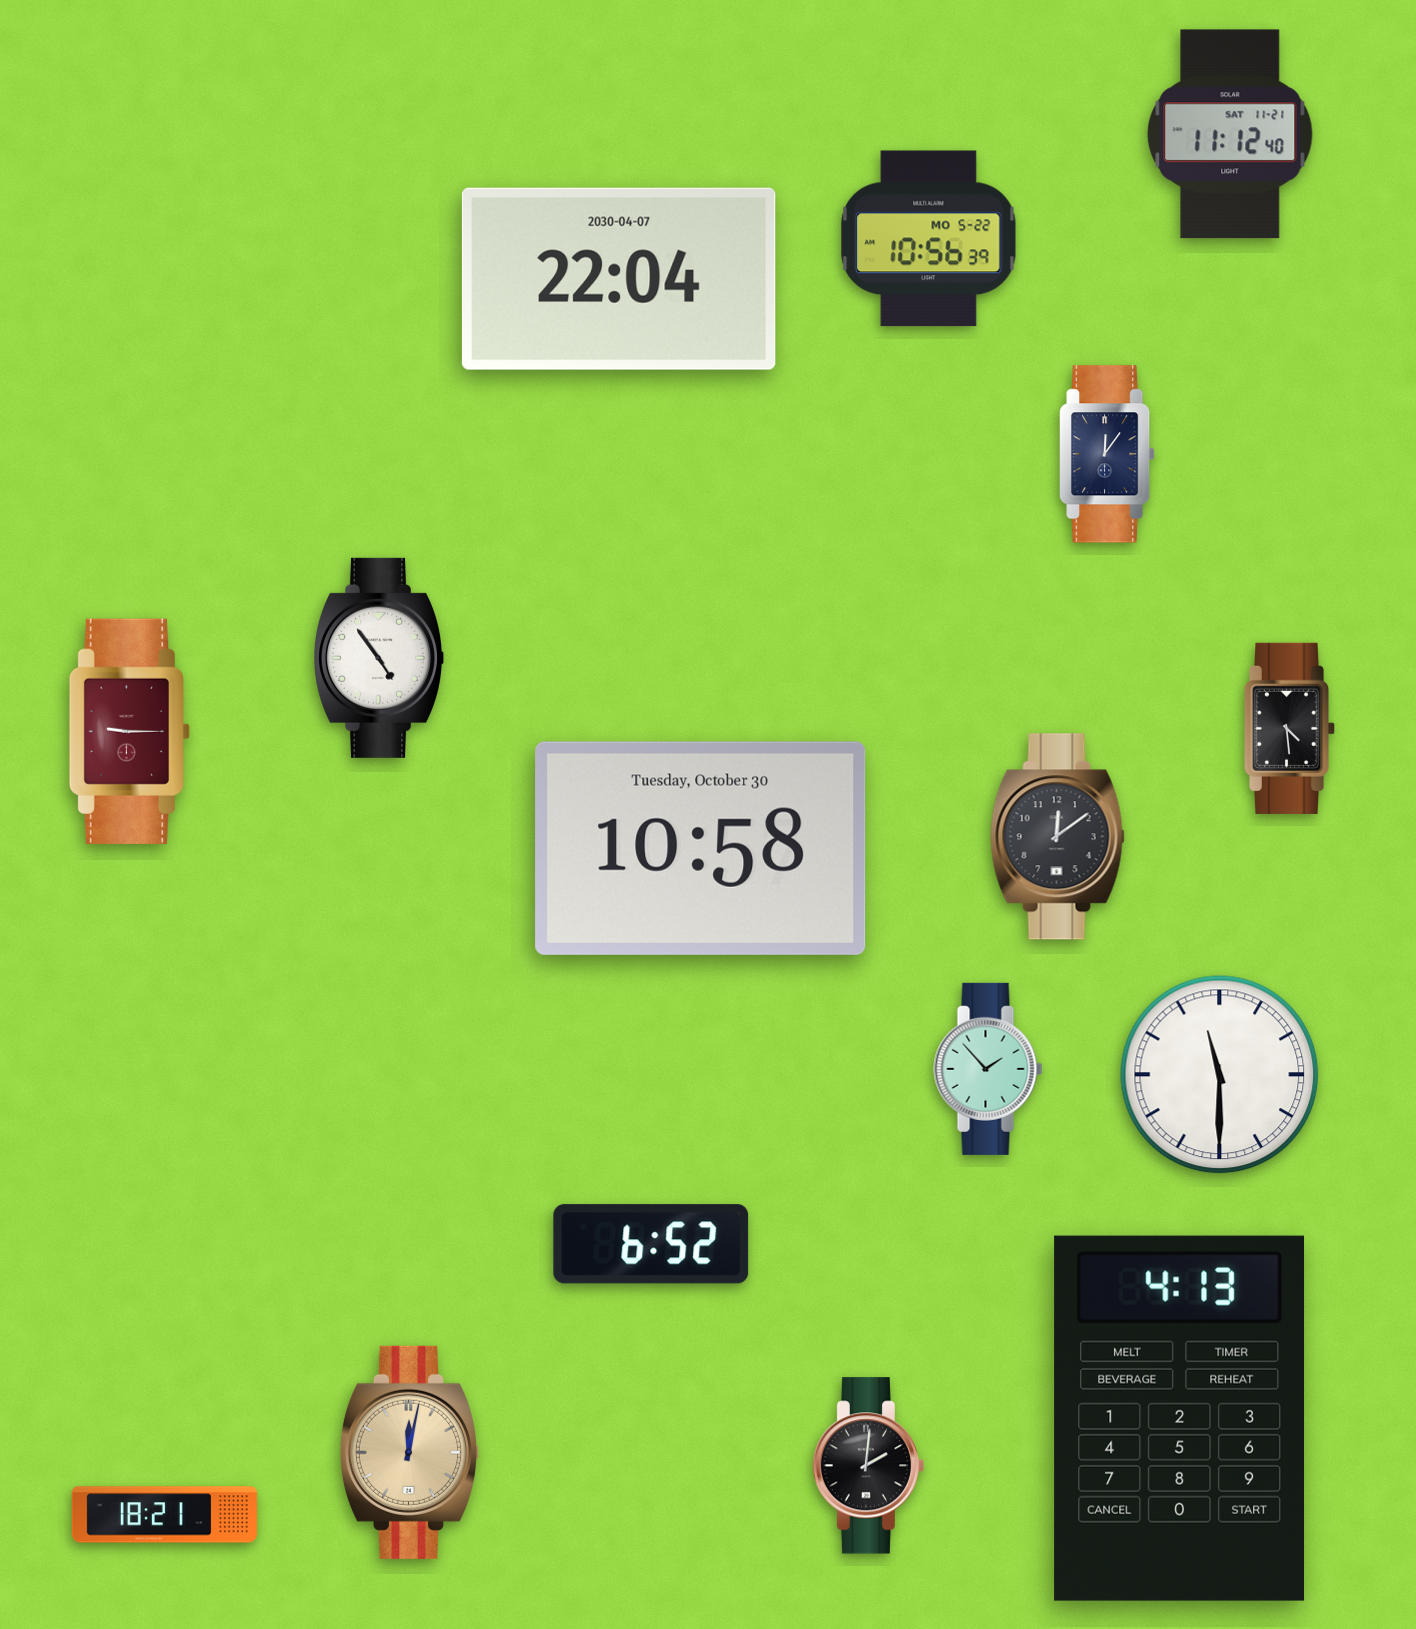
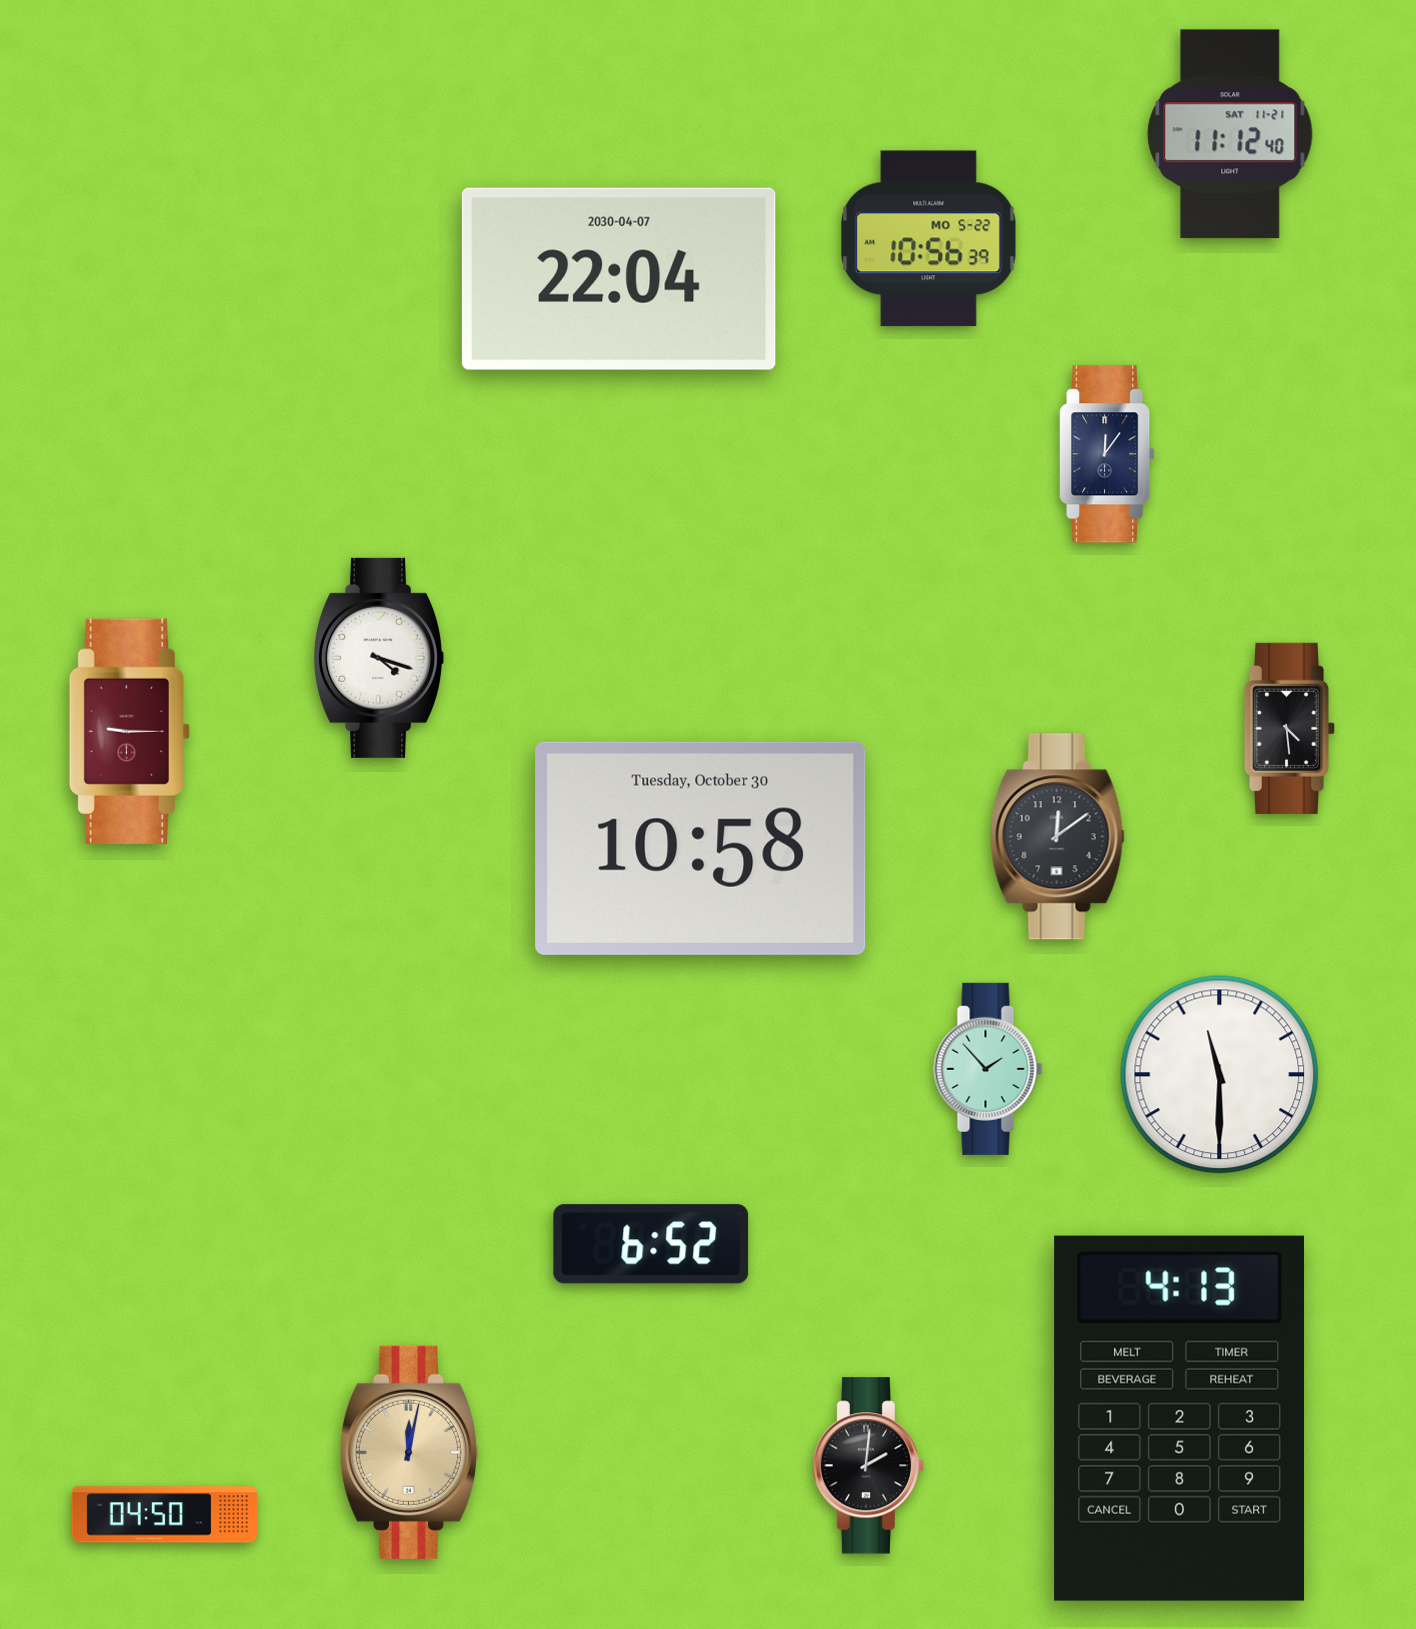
clock at (378, 658): 4:54 -> 4:18
clock at (164, 1515): 18:21 -> 04:50
